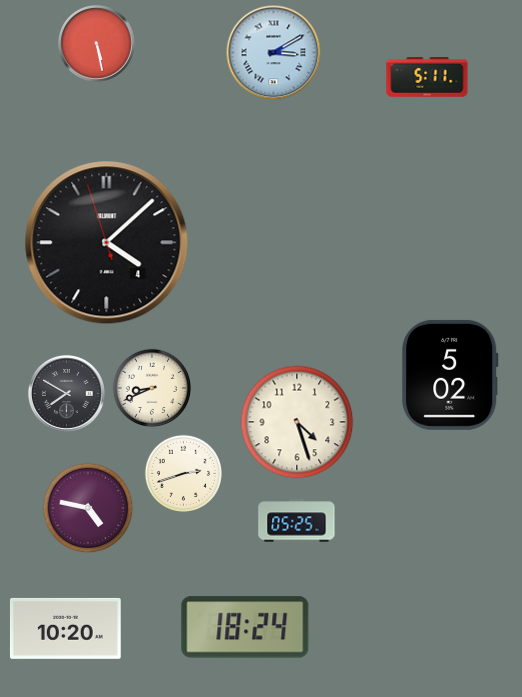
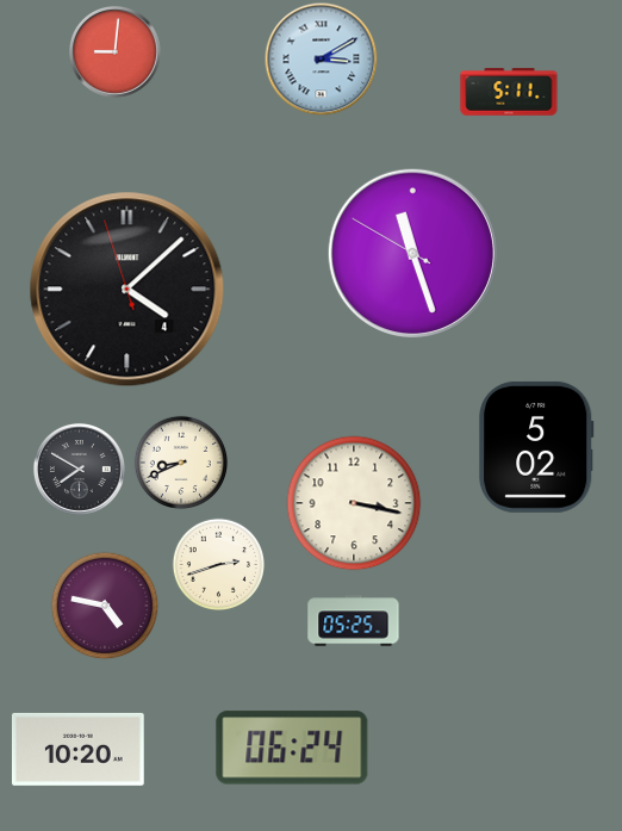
clock at (96, 43): 5:28 -> 9:01
clock at (273, 52) position: (273, 52) -> (321, 58)
clock at (412, 253): none -> 11:26
clock at (297, 422): 4:27 -> 3:17
clock at (245, 627): 18:24 -> 06:24
